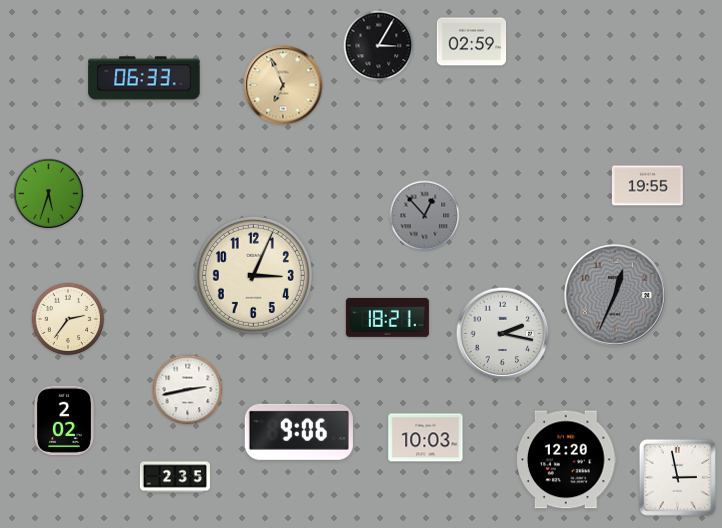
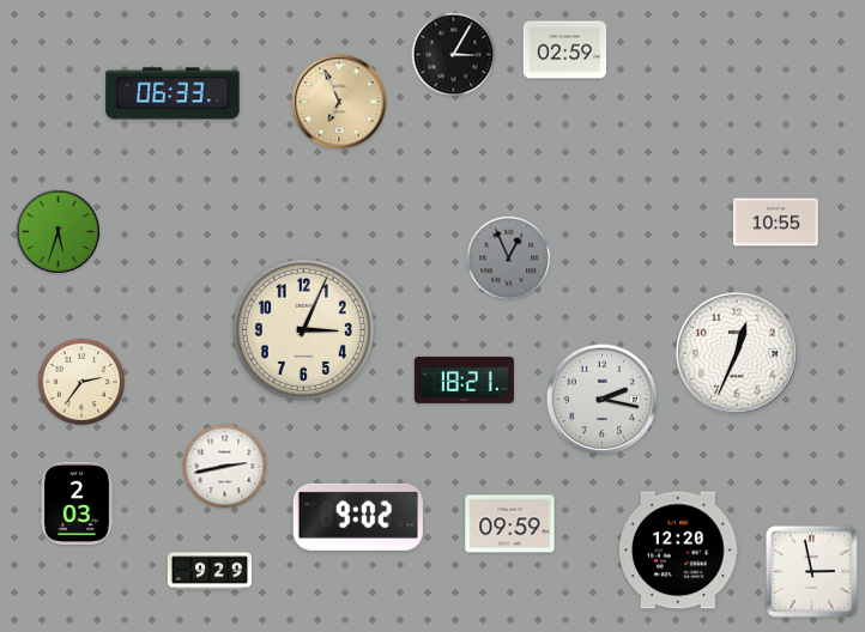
clock at (647, 186): 19:55 -> 10:55
clock at (425, 216): 12:53 -> 12:56
clock at (616, 296) dial: grey -> white
clock at (65, 420): 2:02 -> 2:03
clock at (299, 432): 9:06 -> 9:02
clock at (426, 438): 10:03 -> 09:59
clock at (175, 477): 2:35 -> 9:29
